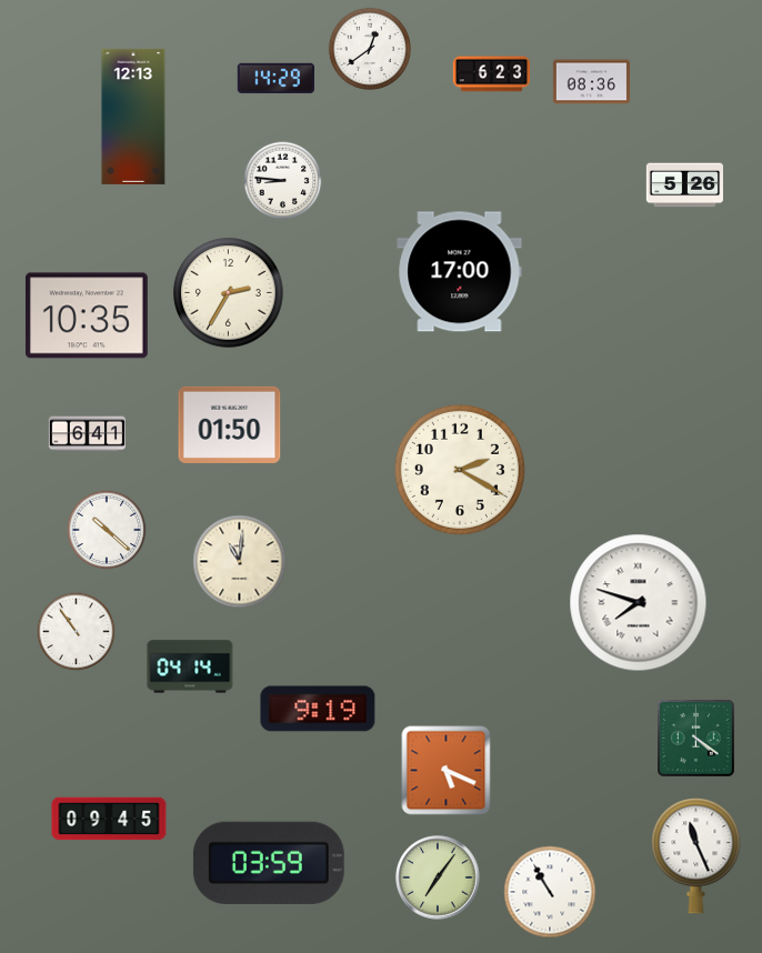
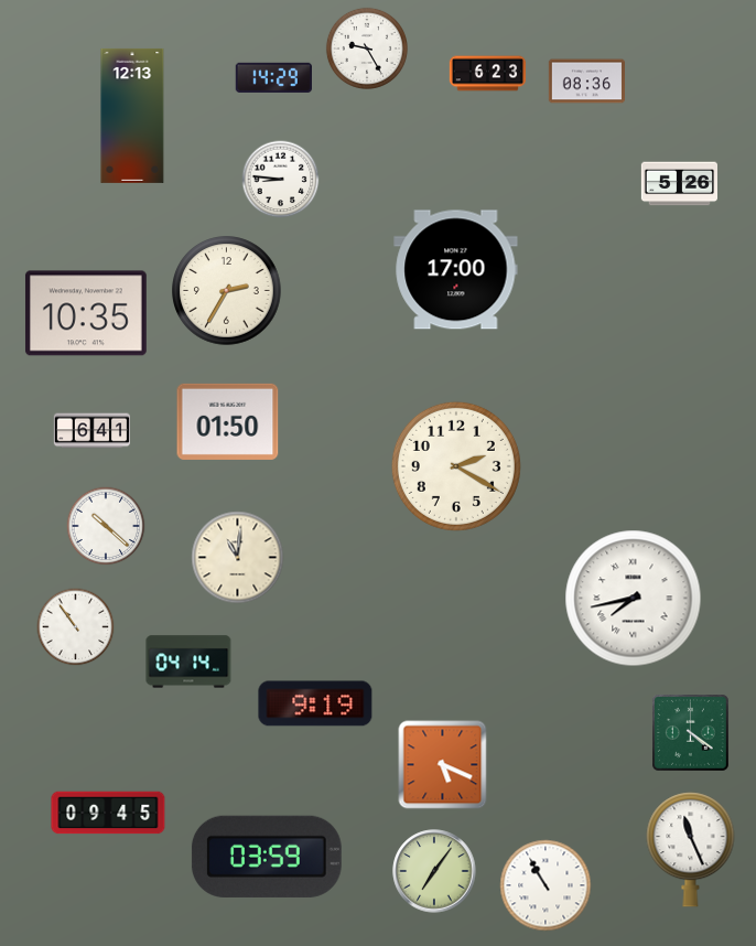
clock at (370, 49): 12:39 -> 9:25
clock at (87, 434) position: (87, 434) -> (91, 431)
clock at (639, 603): 7:48 -> 7:43
